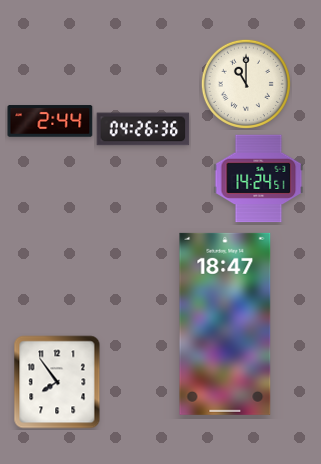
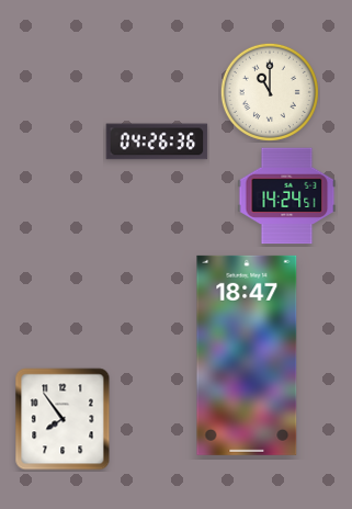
clock at (50, 121): 2:44 -> none
clock at (259, 179) position: (259, 179) -> (287, 196)
